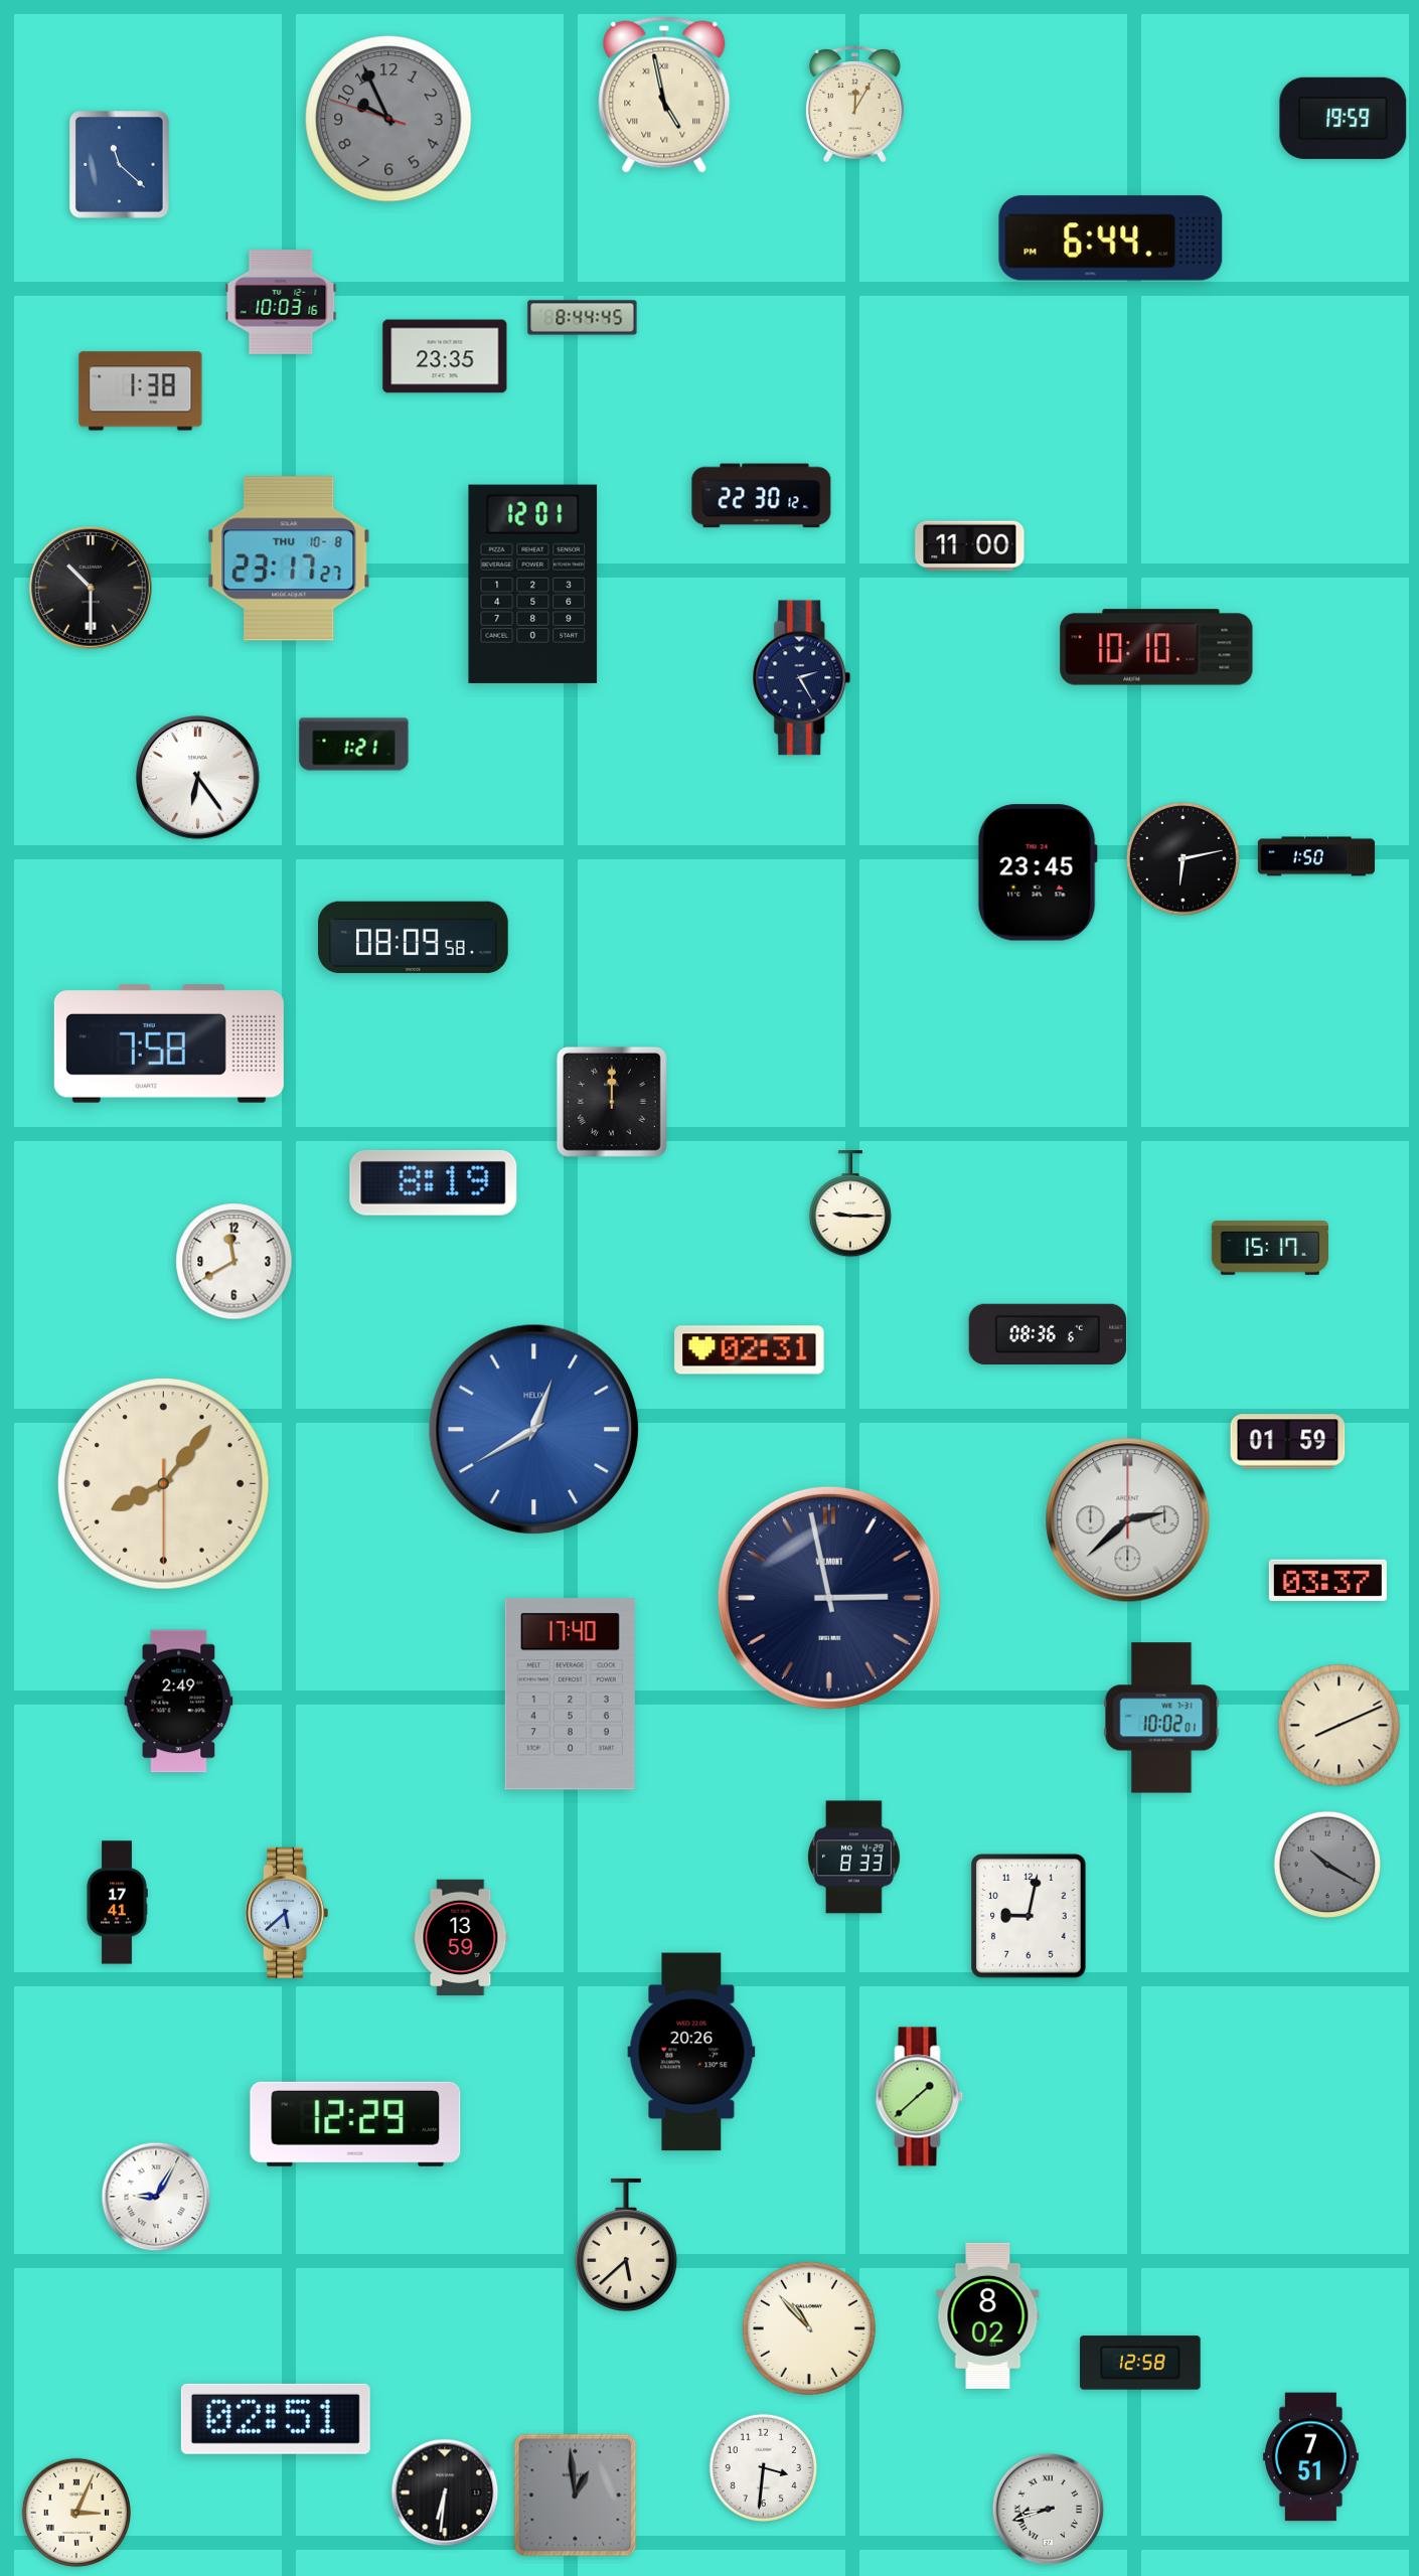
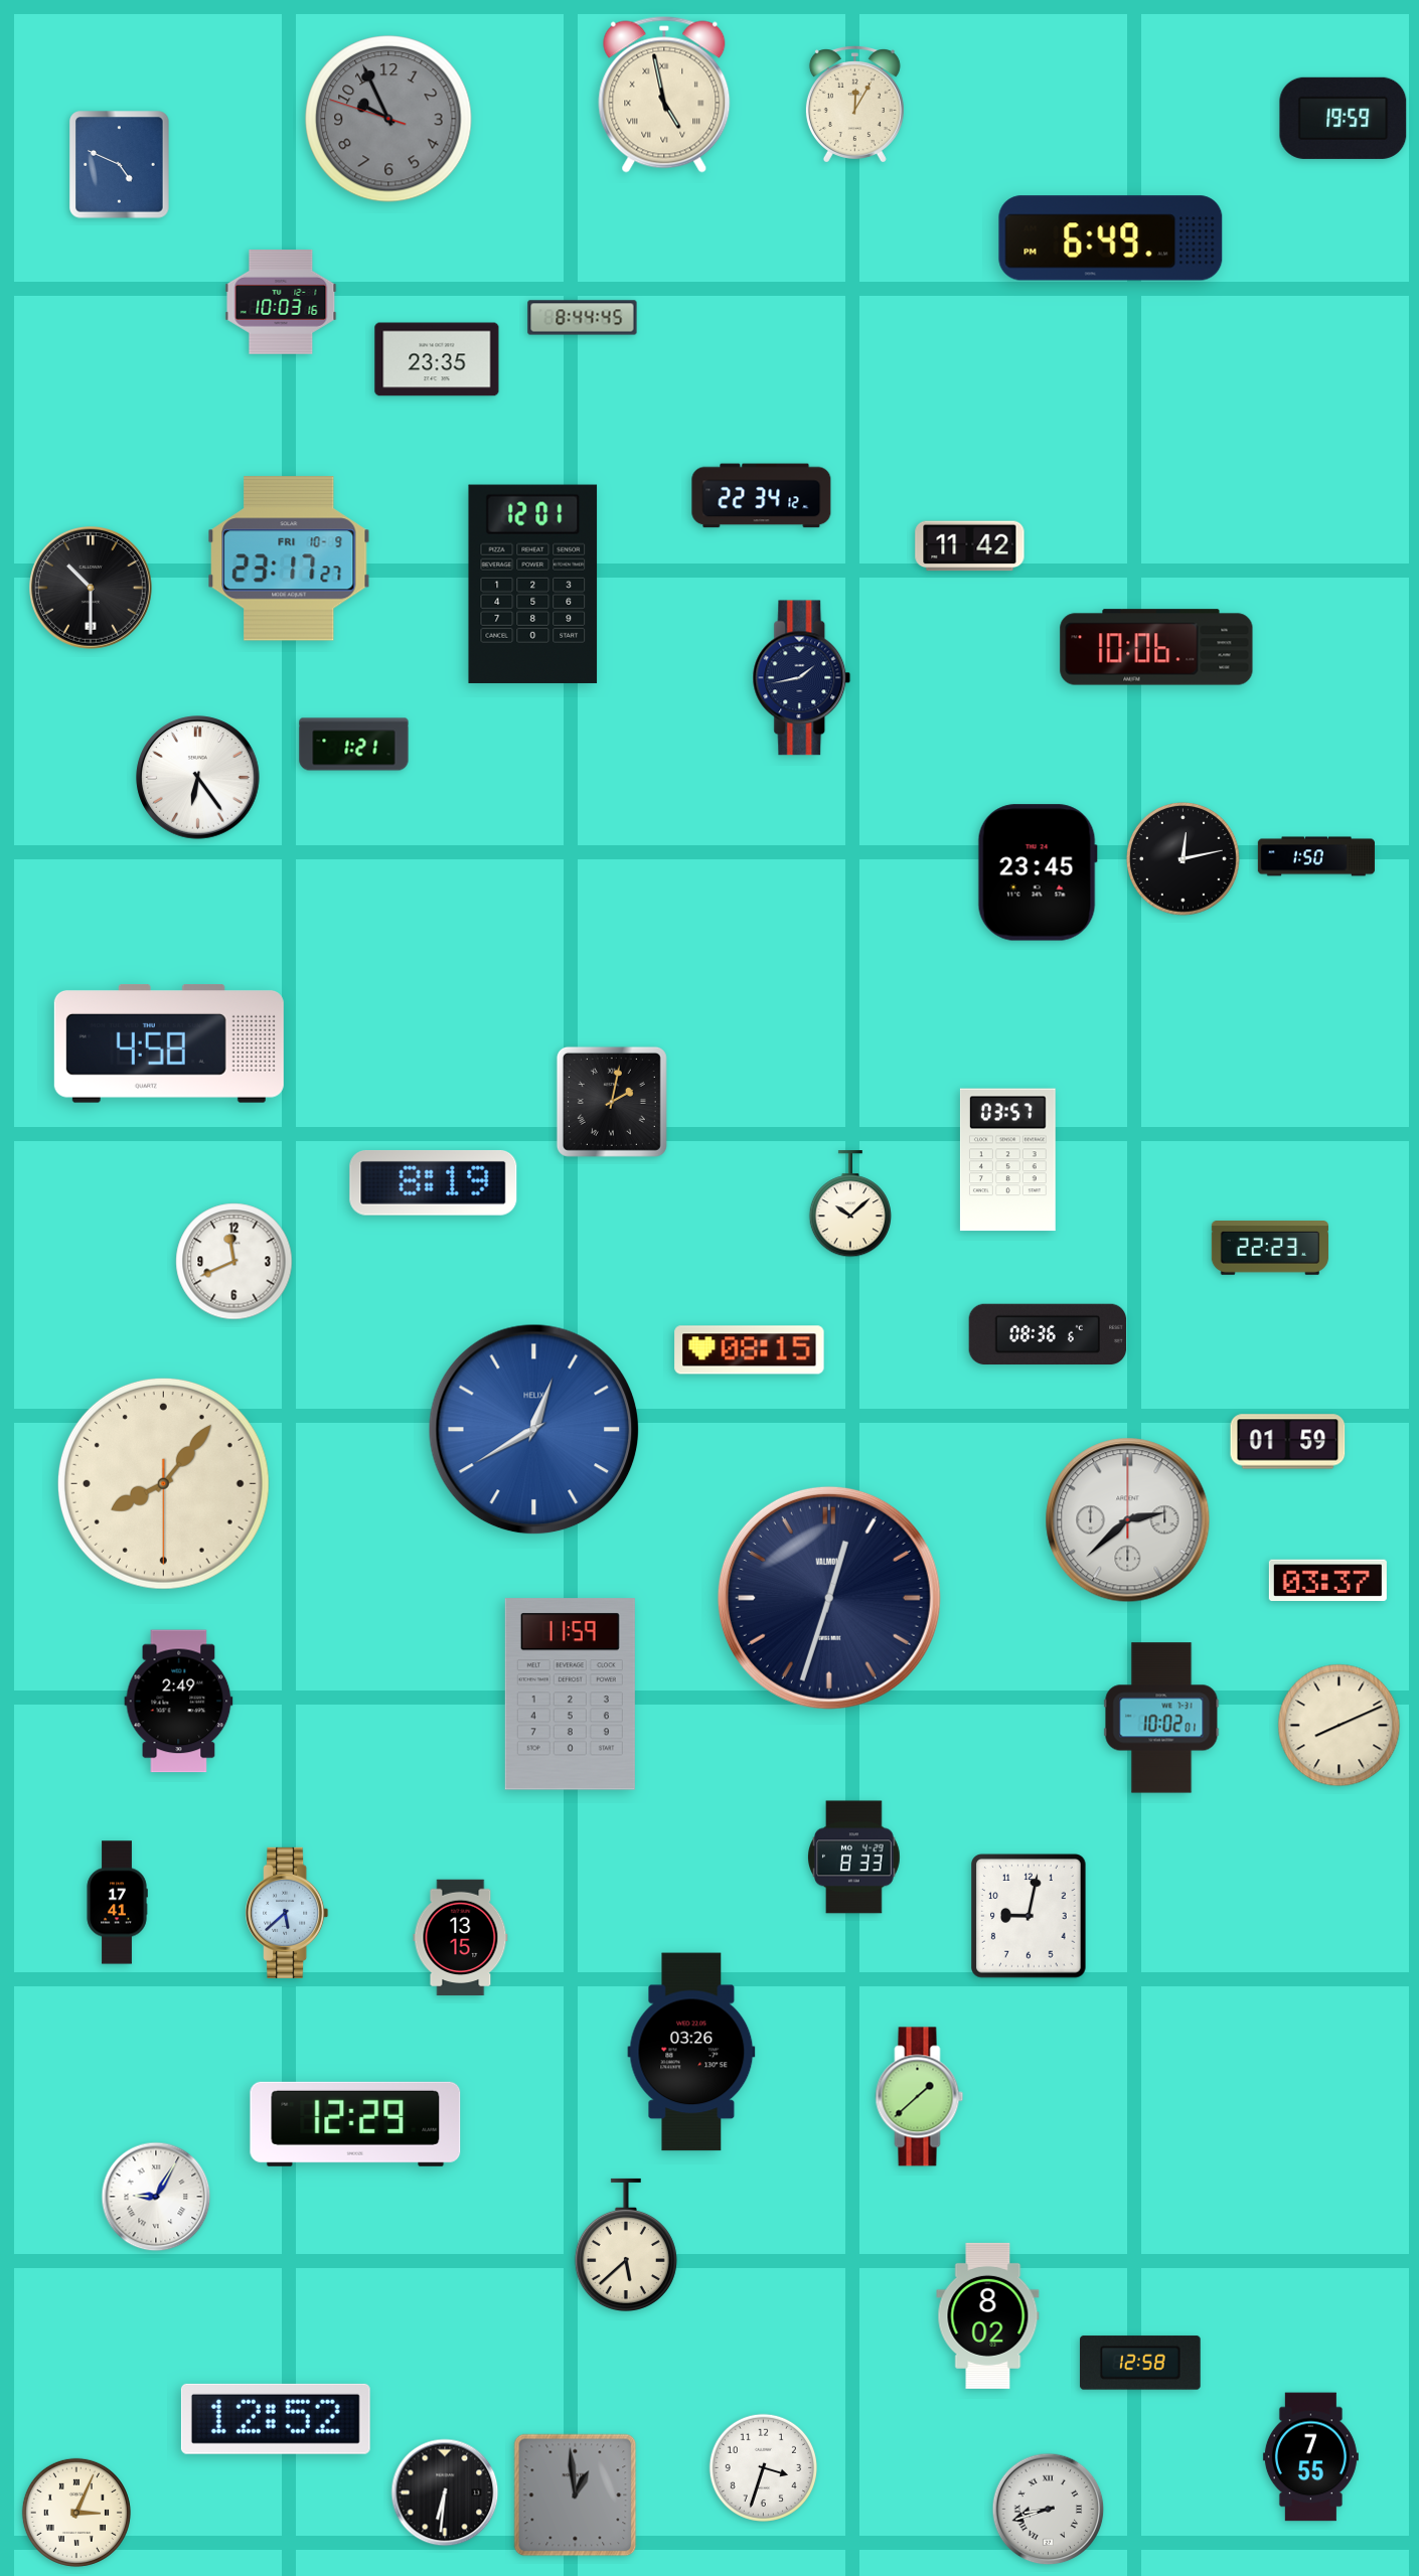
clock at (120, 165): 11:22 -> 4:49
clock at (1111, 238): 6:44 -> 6:49
clock at (445, 356) position: (445, 356) -> (437, 359)
clock at (141, 391): 1:38 -> none
clock at (762, 496): 22:30 -> 22:34
clock at (970, 546): 11:00 -> 11:42
clock at (289, 558) date: THU 10-8 -> FRI 10-9
clock at (1156, 647): 10:10 -> 10:06
clock at (802, 678): 2:25 -> 1:43
clock at (1184, 859): 6:13 -> 12:13
clock at (414, 938): 08:09 -> none
clock at (169, 1044): 7:58 -> 4:58
clock at (612, 1102): 12:00 -> 2:02
clock at (1007, 1160): none -> 03:57
clock at (849, 1204): 9:15 -> 10:08
clock at (1270, 1249): 15:17 -> 22:23
clock at (234, 1262): 11:40 -> 11:41
clock at (750, 1350): 02:31 -> 08:15
clock at (829, 1598): 2:58 -> 12:33
clock at (570, 1695): 17:40 -> 11:59
clock at (1327, 1865): 10:20 -> none
clock at (461, 1938): 13:59 -> 13:15
clock at (691, 2052): 20:26 -> 03:26
clock at (809, 2328): 10:53 -> none
clock at (276, 2419): 02:51 -> 12:52
clock at (1310, 2457): 7:51 -> 7:55
clock at (763, 2467): 3:31 -> 3:33
